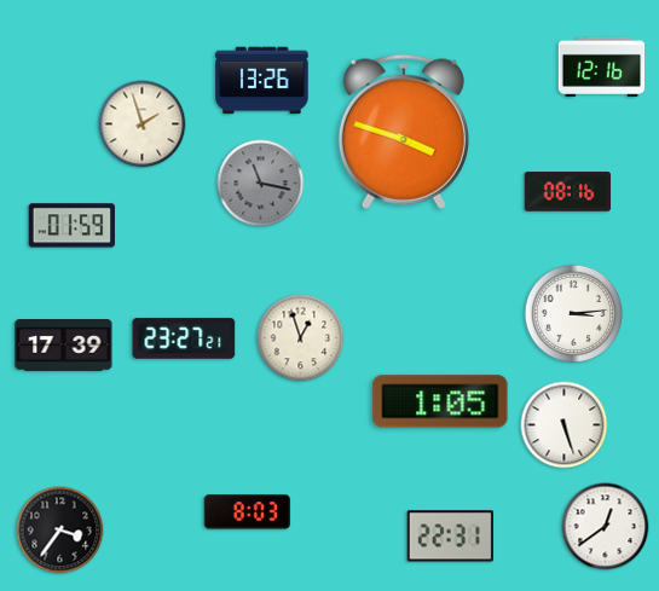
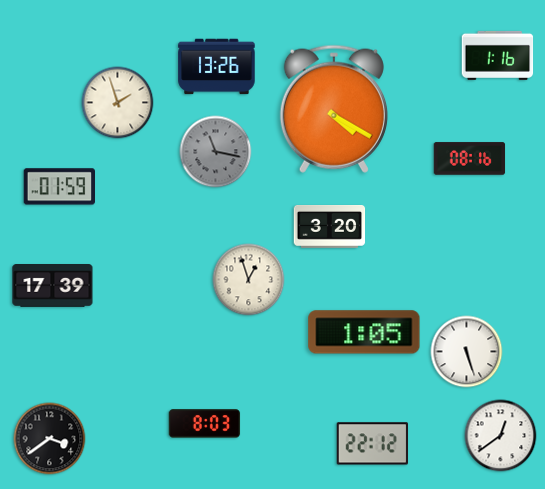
clock at (602, 66): 12:16 -> 1:16
clock at (404, 132): 3:48 -> 4:20
clock at (330, 227): none -> 3:20
clock at (573, 313): 3:14 -> none
clock at (184, 338): 23:27 -> none
clock at (60, 531): 3:36 -> 3:39
clock at (450, 537): 22:31 -> 22:12
